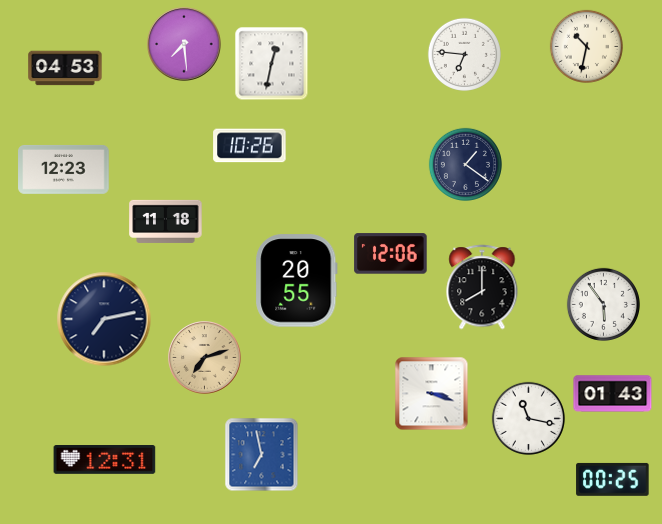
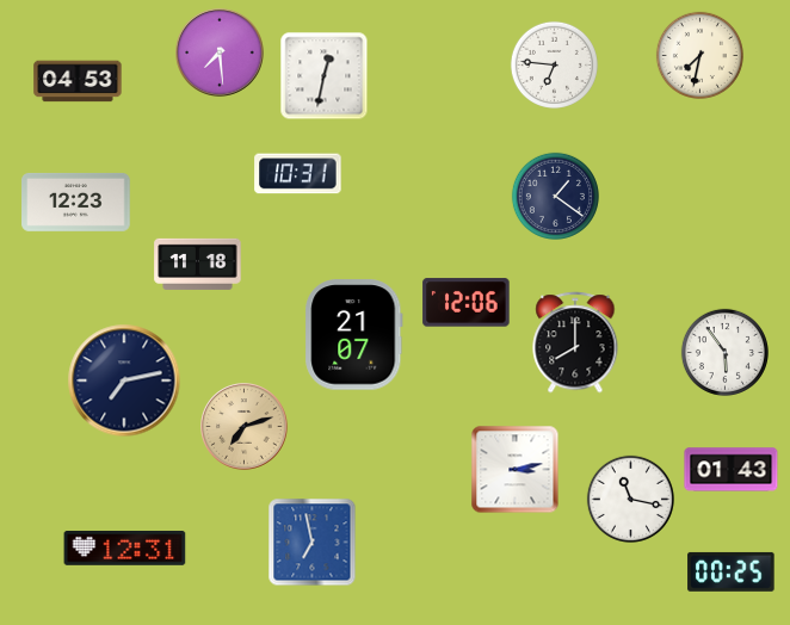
clock at (586, 46): 10:32 -> 7:32
clock at (250, 146): 10:26 -> 10:31
clock at (297, 281): 20:55 -> 21:07
clock at (603, 304) position: (603, 304) -> (724, 352)
clock at (432, 394): 3:18 -> 3:13
